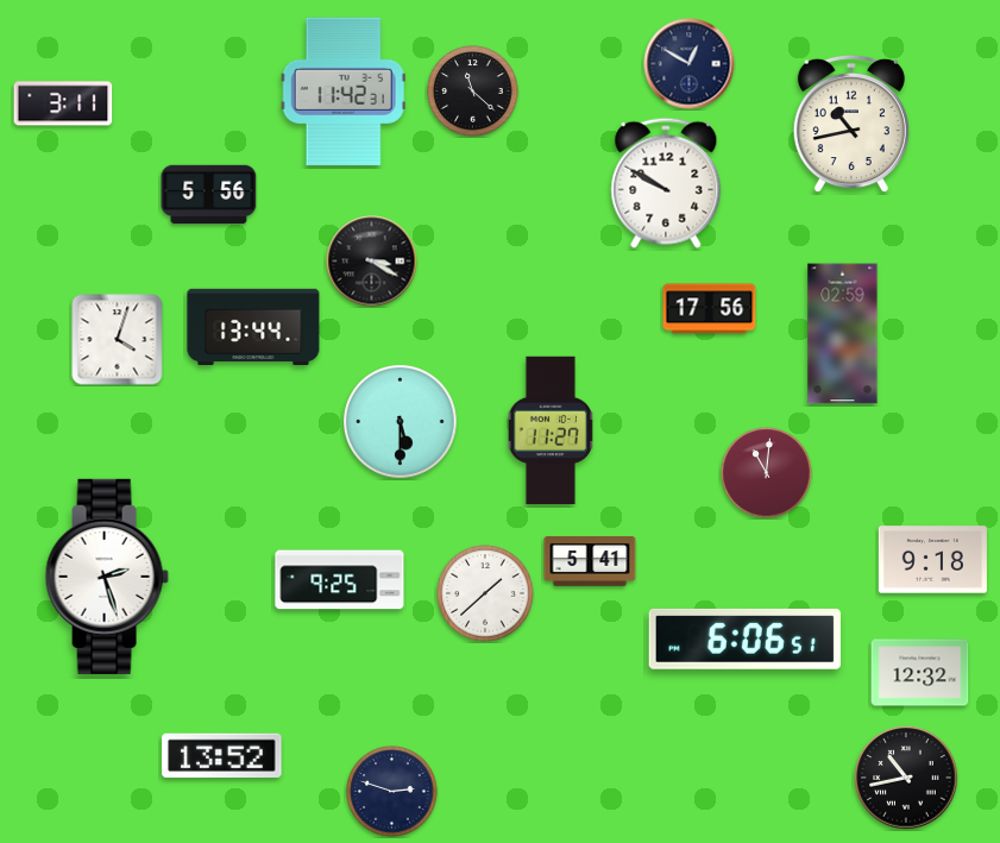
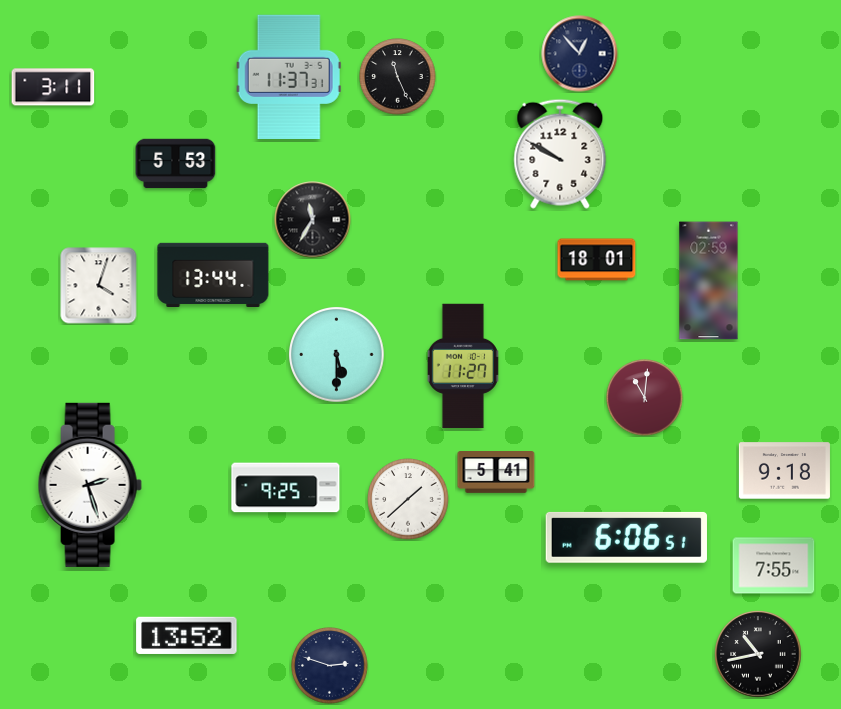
clock at (690, 64): 12:50 -> 12:53
clock at (344, 90): 11:42 -> 11:37
clock at (473, 92): 11:22 -> 11:26
clock at (851, 124): 10:43 -> none
clock at (209, 195): 5:56 -> 5:53
clock at (372, 262): 3:20 -> 11:35
clock at (710, 309): 17:56 -> 18:01
clock at (551, 430) position: (551, 430) -> (463, 366)
clock at (920, 673): 12:32 -> 7:55
clock at (906, 778) position: (906, 778) -> (758, 654)
